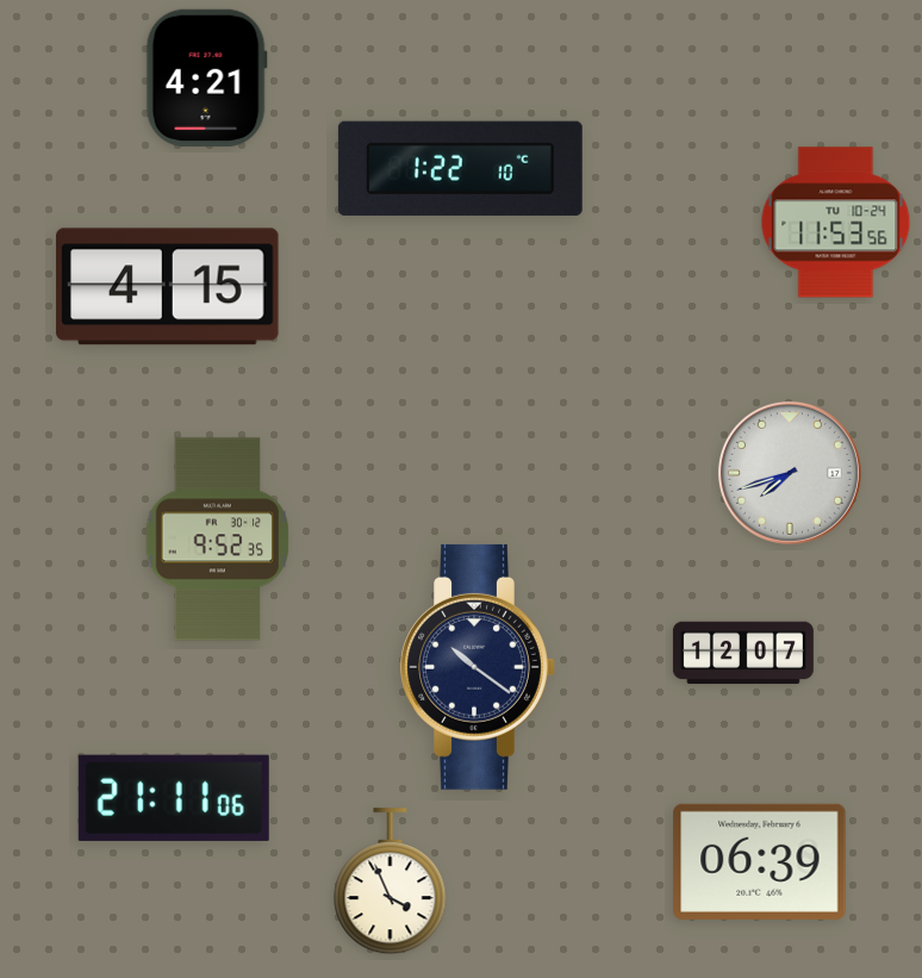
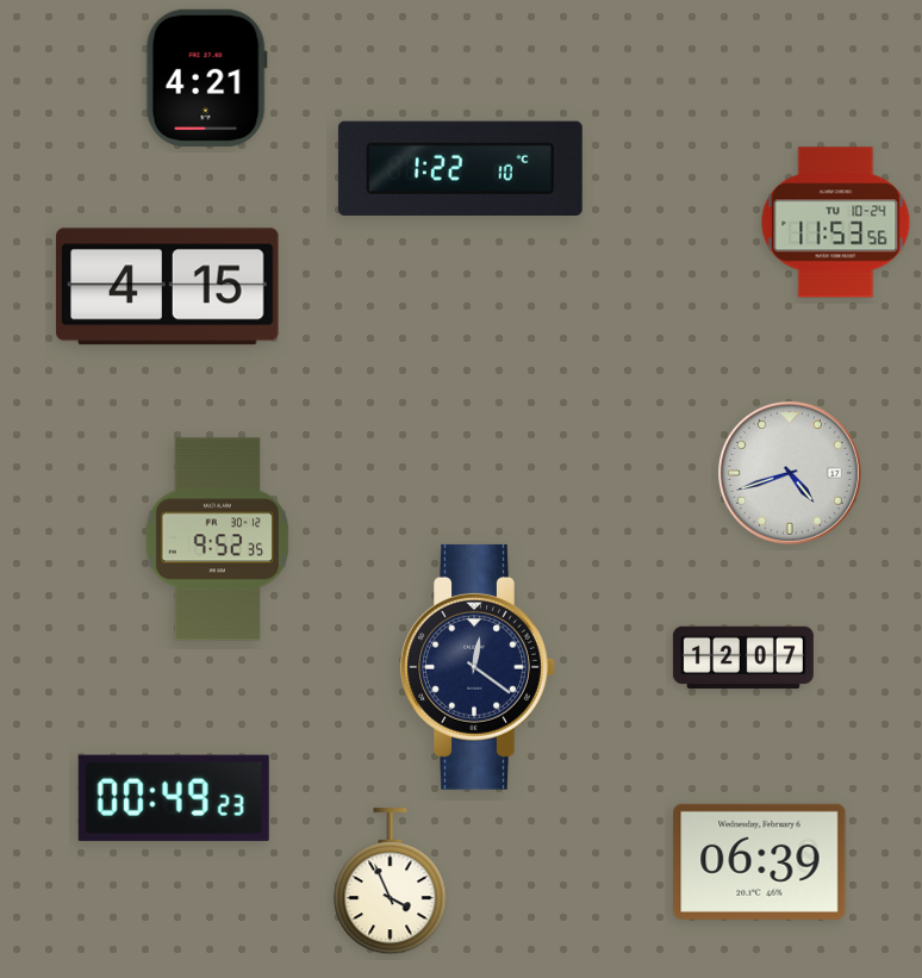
clock at (790, 473): 7:42 -> 4:42
clock at (743, 653) position: (743, 653) -> (743, 658)
clock at (478, 667): 10:21 -> 12:21
clock at (174, 798): 21:11 -> 00:49
